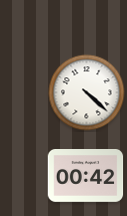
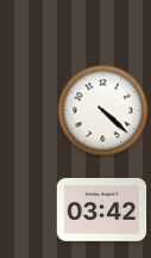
clock at (86, 176): 00:42 -> 03:42
